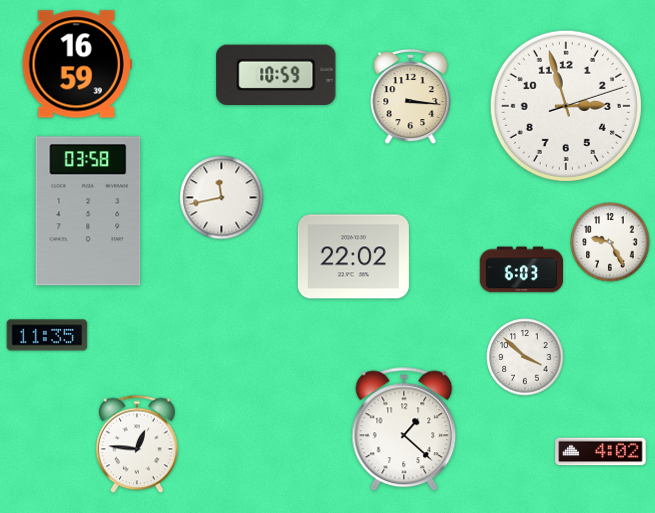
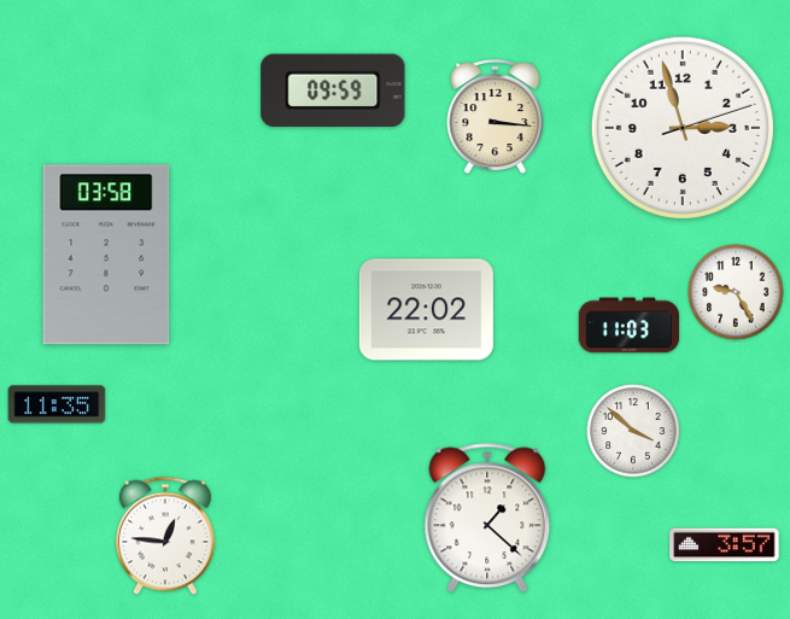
clock at (77, 64): 16:59 -> none
clock at (276, 74): 10:59 -> 09:59
clock at (222, 198): 11:43 -> none
clock at (522, 270): 6:03 -> 11:03
clock at (601, 452): 4:02 -> 3:57
